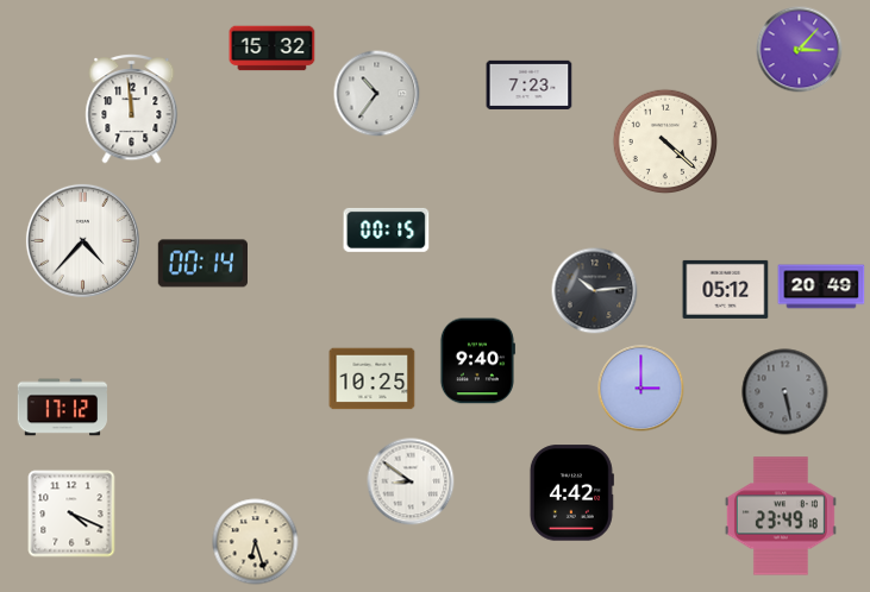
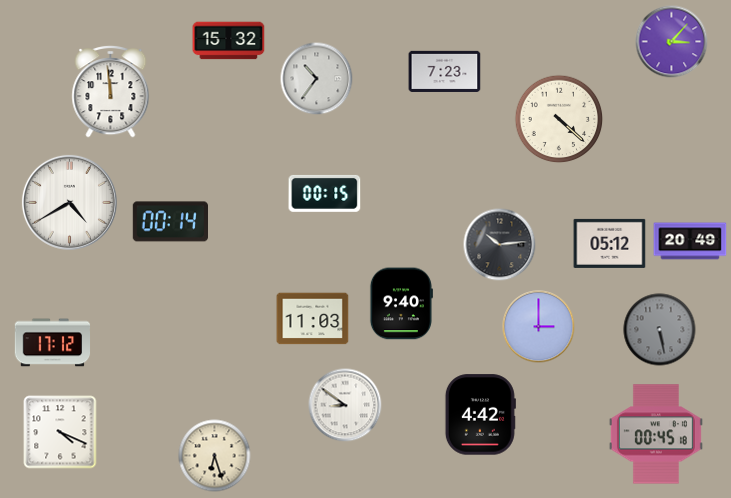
clock at (82, 240): 4:37 -> 4:40
clock at (373, 379): 10:25 -> 11:03
clock at (781, 516): 23:49 -> 00:45
